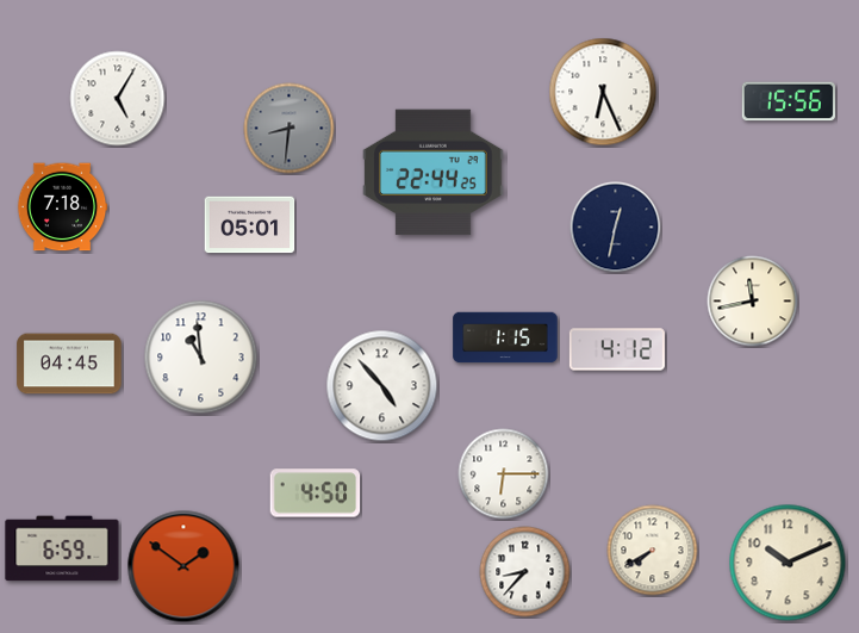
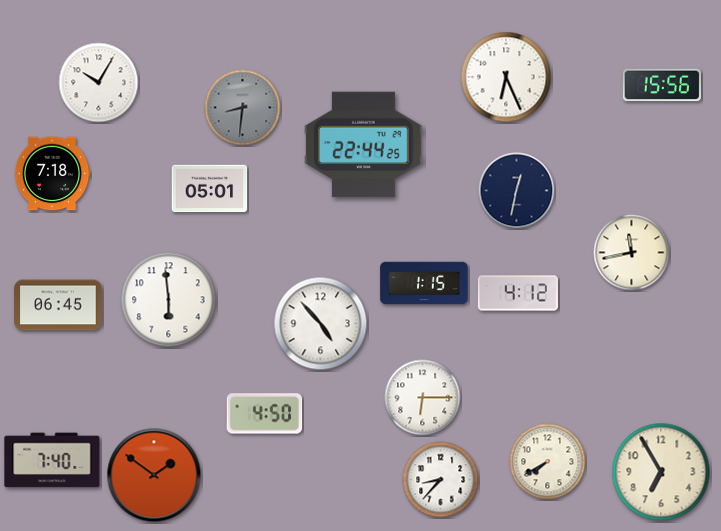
clock at (118, 99): 5:05 -> 10:05
clock at (201, 358): 10:59 -> 5:59
clock at (69, 364): 04:45 -> 06:45
clock at (62, 548): 6:59 -> 7:40
clock at (788, 563): 10:11 -> 6:55
